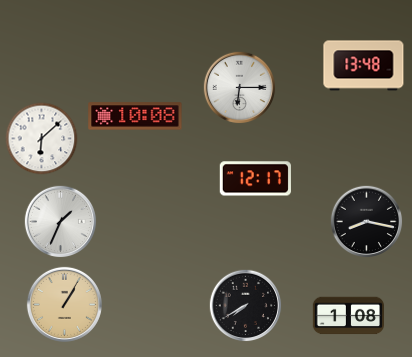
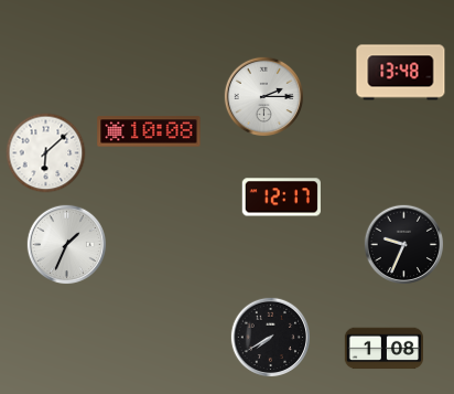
clock at (240, 88): 6:15 -> 2:15
clock at (135, 116) position: (135, 116) -> (149, 131)
clock at (367, 222): 8:17 -> 9:34
clock at (64, 304): 1:05 -> none
